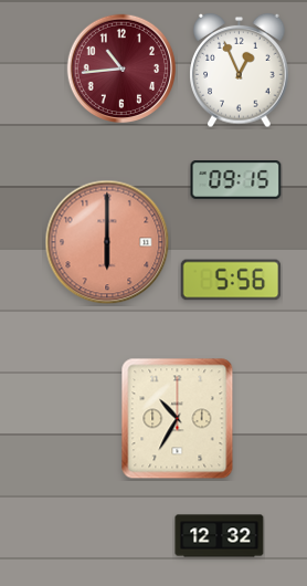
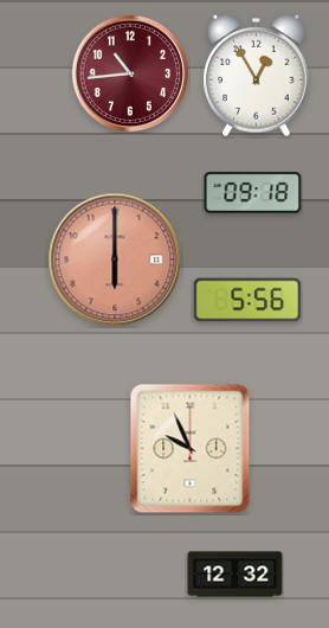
clock at (240, 71): 12:56 -> 12:55
clock at (236, 180): 09:15 -> 09:18
clock at (178, 419): 10:35 -> 9:56
